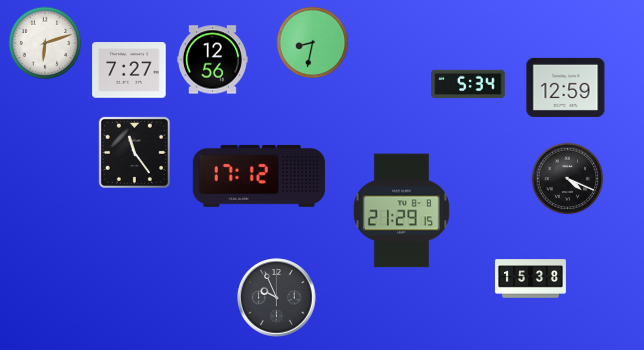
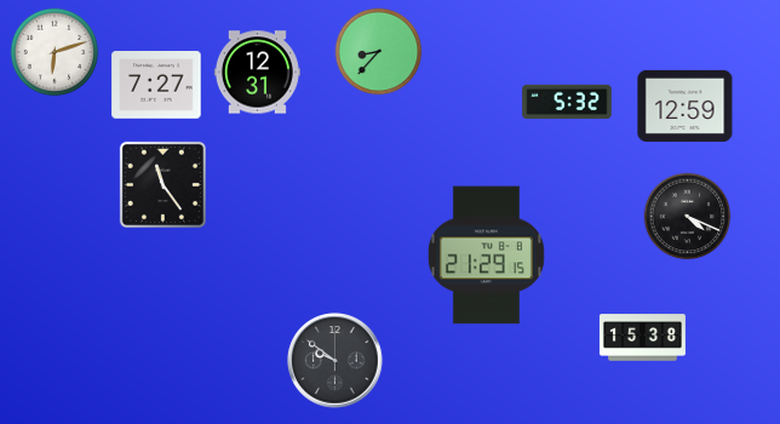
clock at (313, 43): 8:32 -> 8:37
clock at (212, 60): 12:56 -> 12:31
clock at (468, 84): 5:34 -> 5:32
clock at (259, 176): 17:12 -> none
clock at (277, 298): 9:56 -> 9:51
